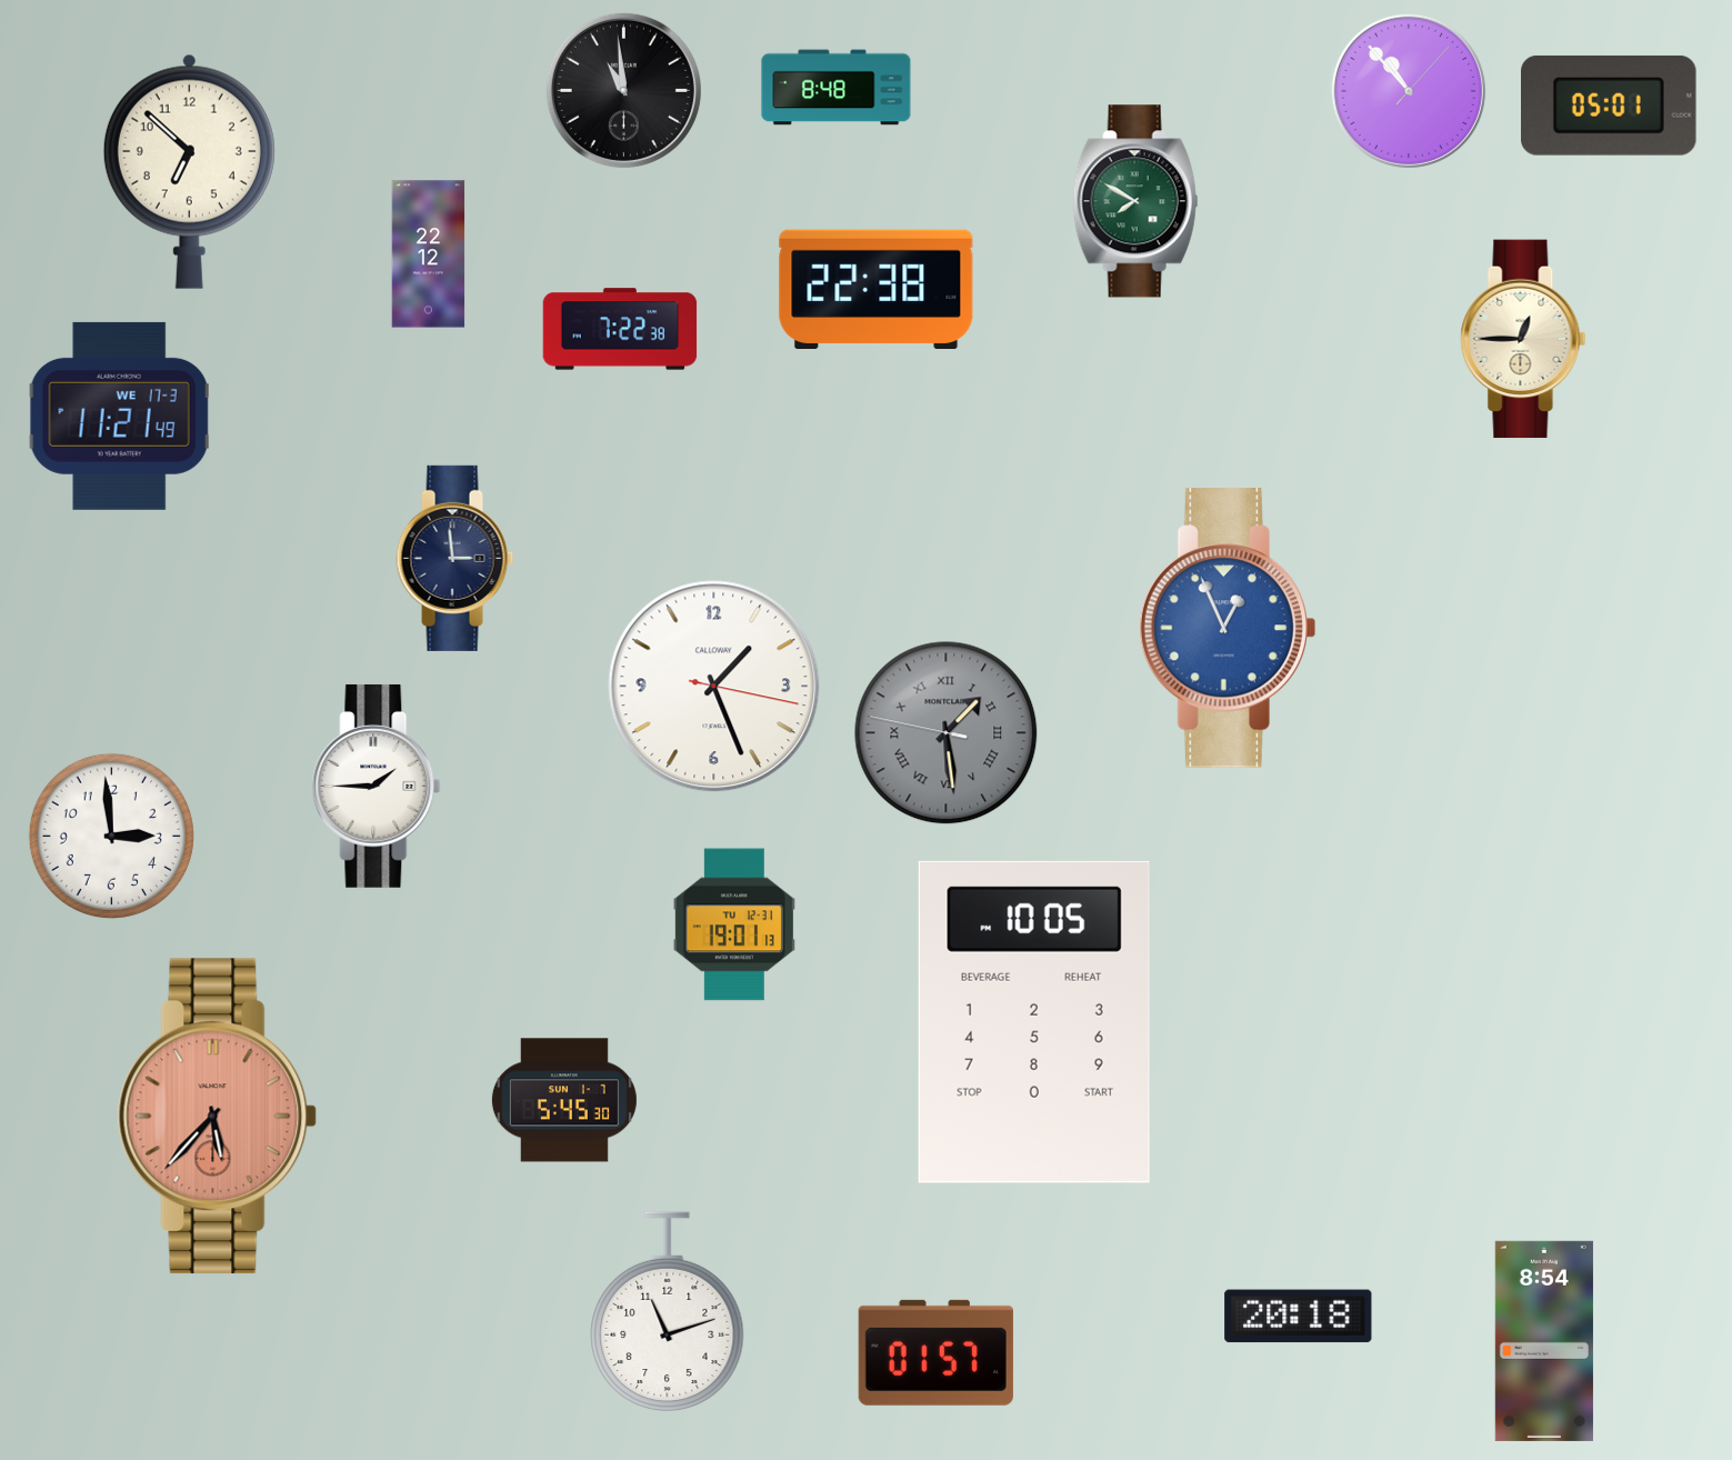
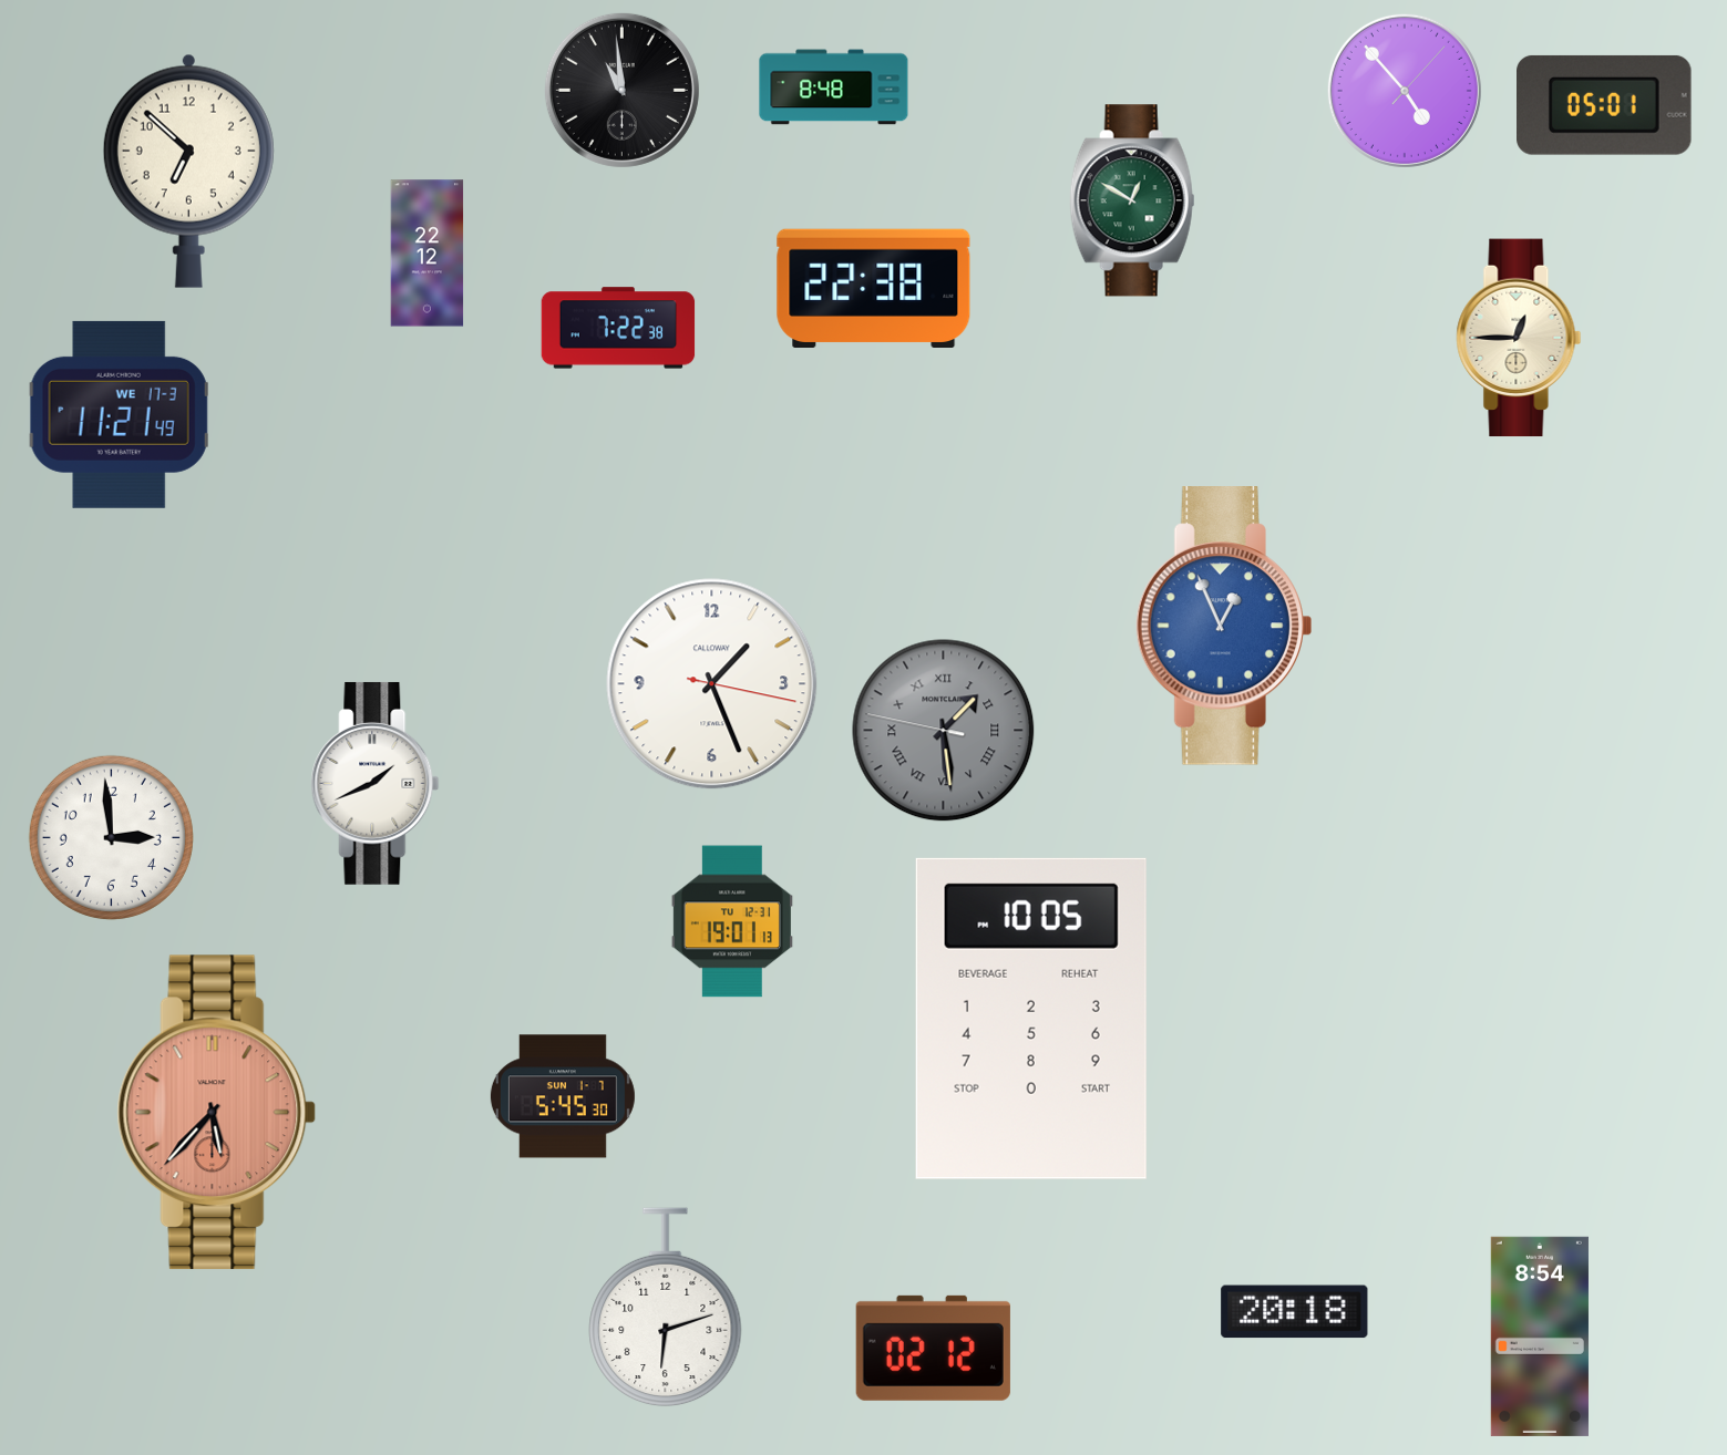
clock at (1409, 91): 10:53 -> 4:53
clock at (1135, 201): 7:50 -> 12:50
clock at (455, 558): 2:59 -> none
clock at (377, 786): 1:45 -> 1:41
clock at (111, 836) position: (111, 836) -> (111, 837)
clock at (668, 1312): 11:12 -> 6:12
clock at (935, 1352): 01:57 -> 02:12
